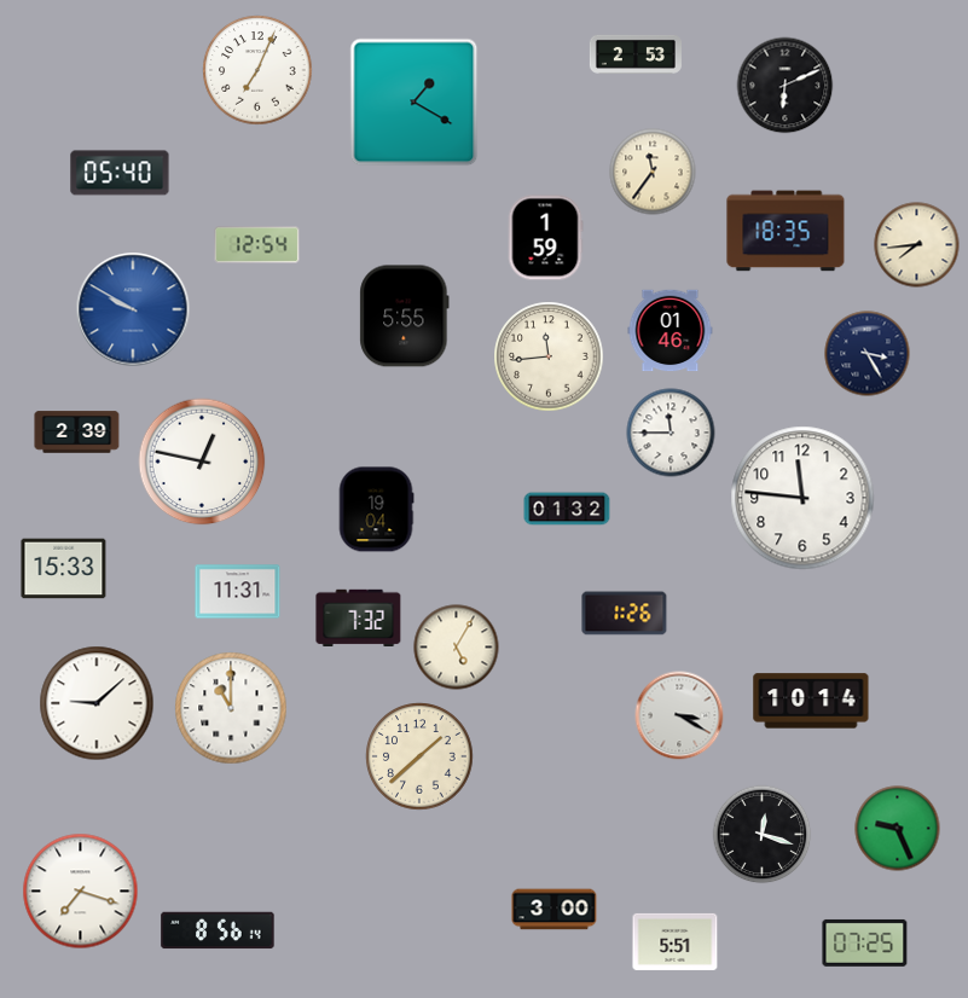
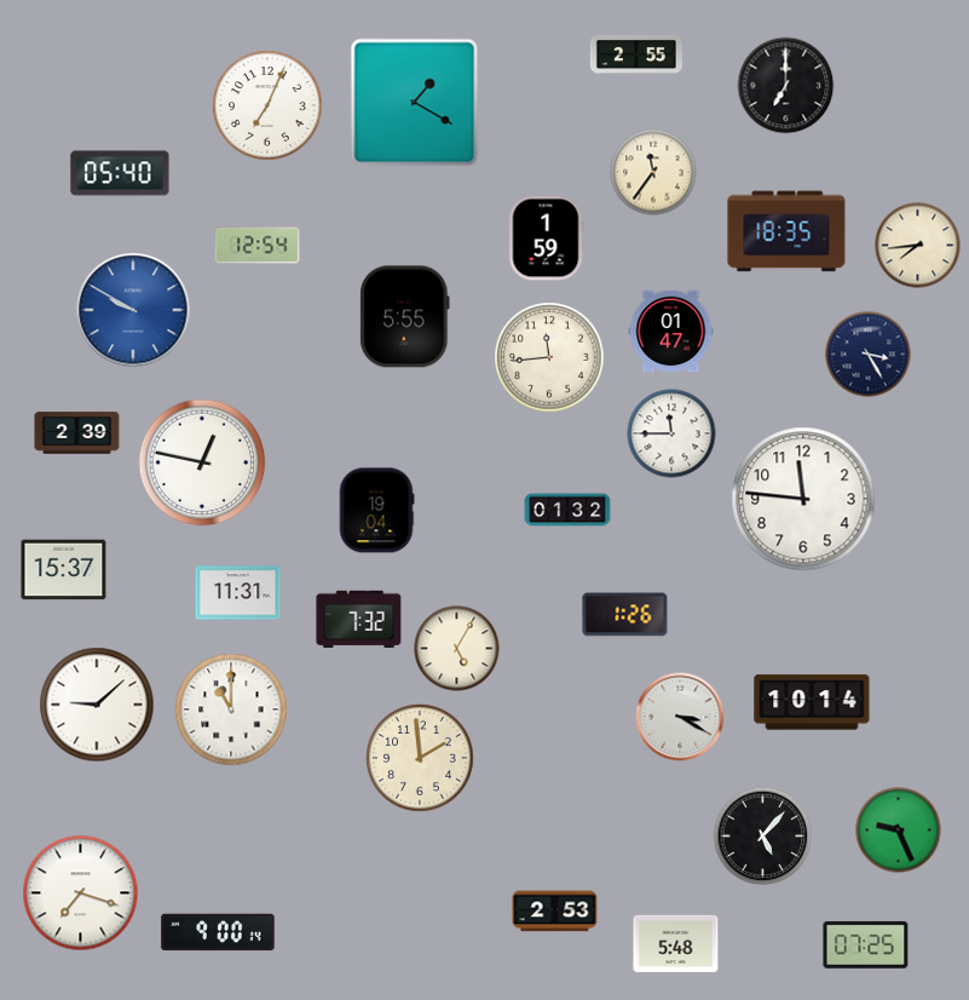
clock at (636, 54): 2:53 -> 2:55
clock at (257, 70) position: (257, 70) -> (267, 105)
clock at (786, 86): 6:11 -> 7:00
clock at (671, 331): 01:46 -> 01:47
clock at (64, 569): 15:33 -> 15:37
clock at (419, 756): 1:38 -> 1:59
clock at (763, 835): 12:18 -> 5:07
clock at (555, 910): 3:00 -> 2:53
clock at (218, 930): 8:56 -> 9:00
clock at (676, 941): 5:51 -> 5:48
